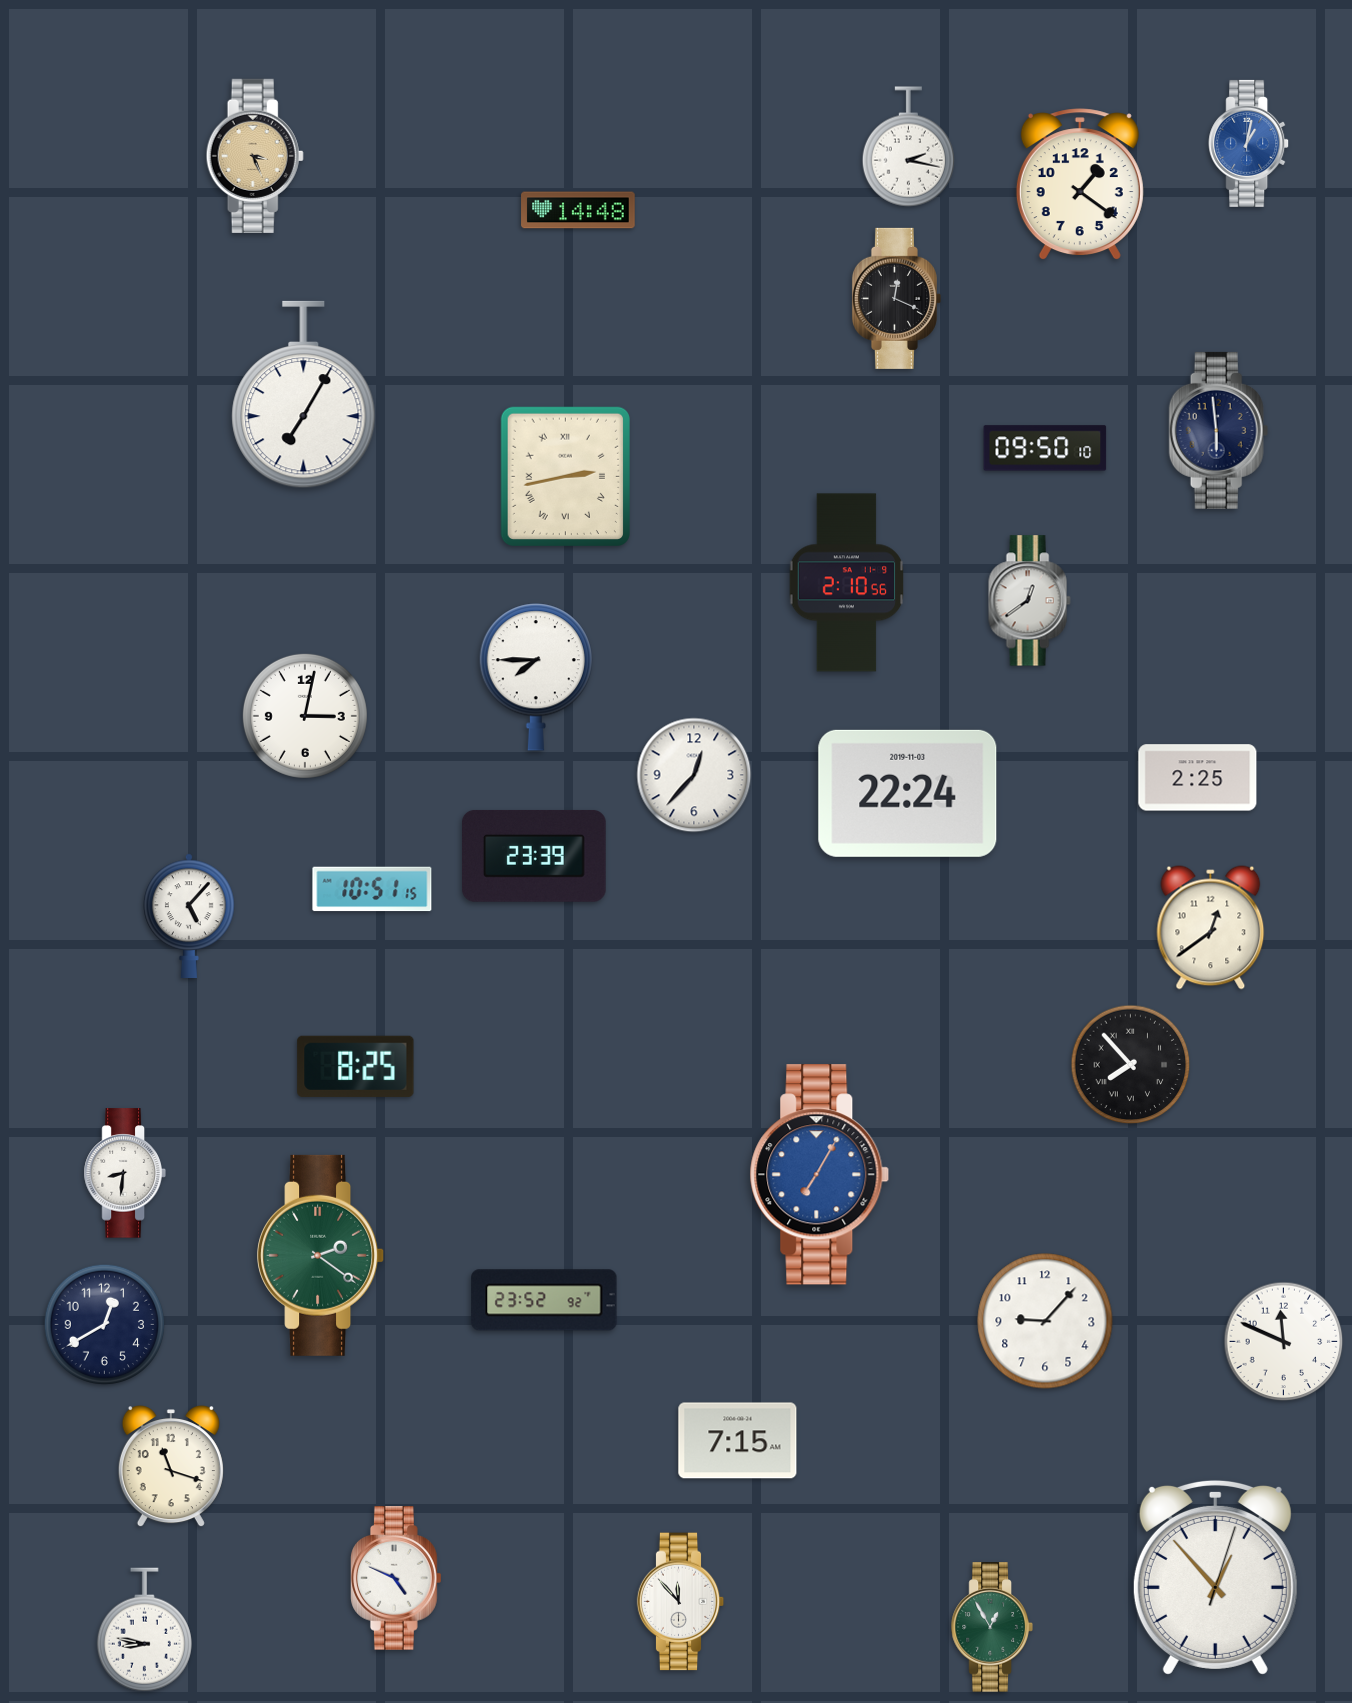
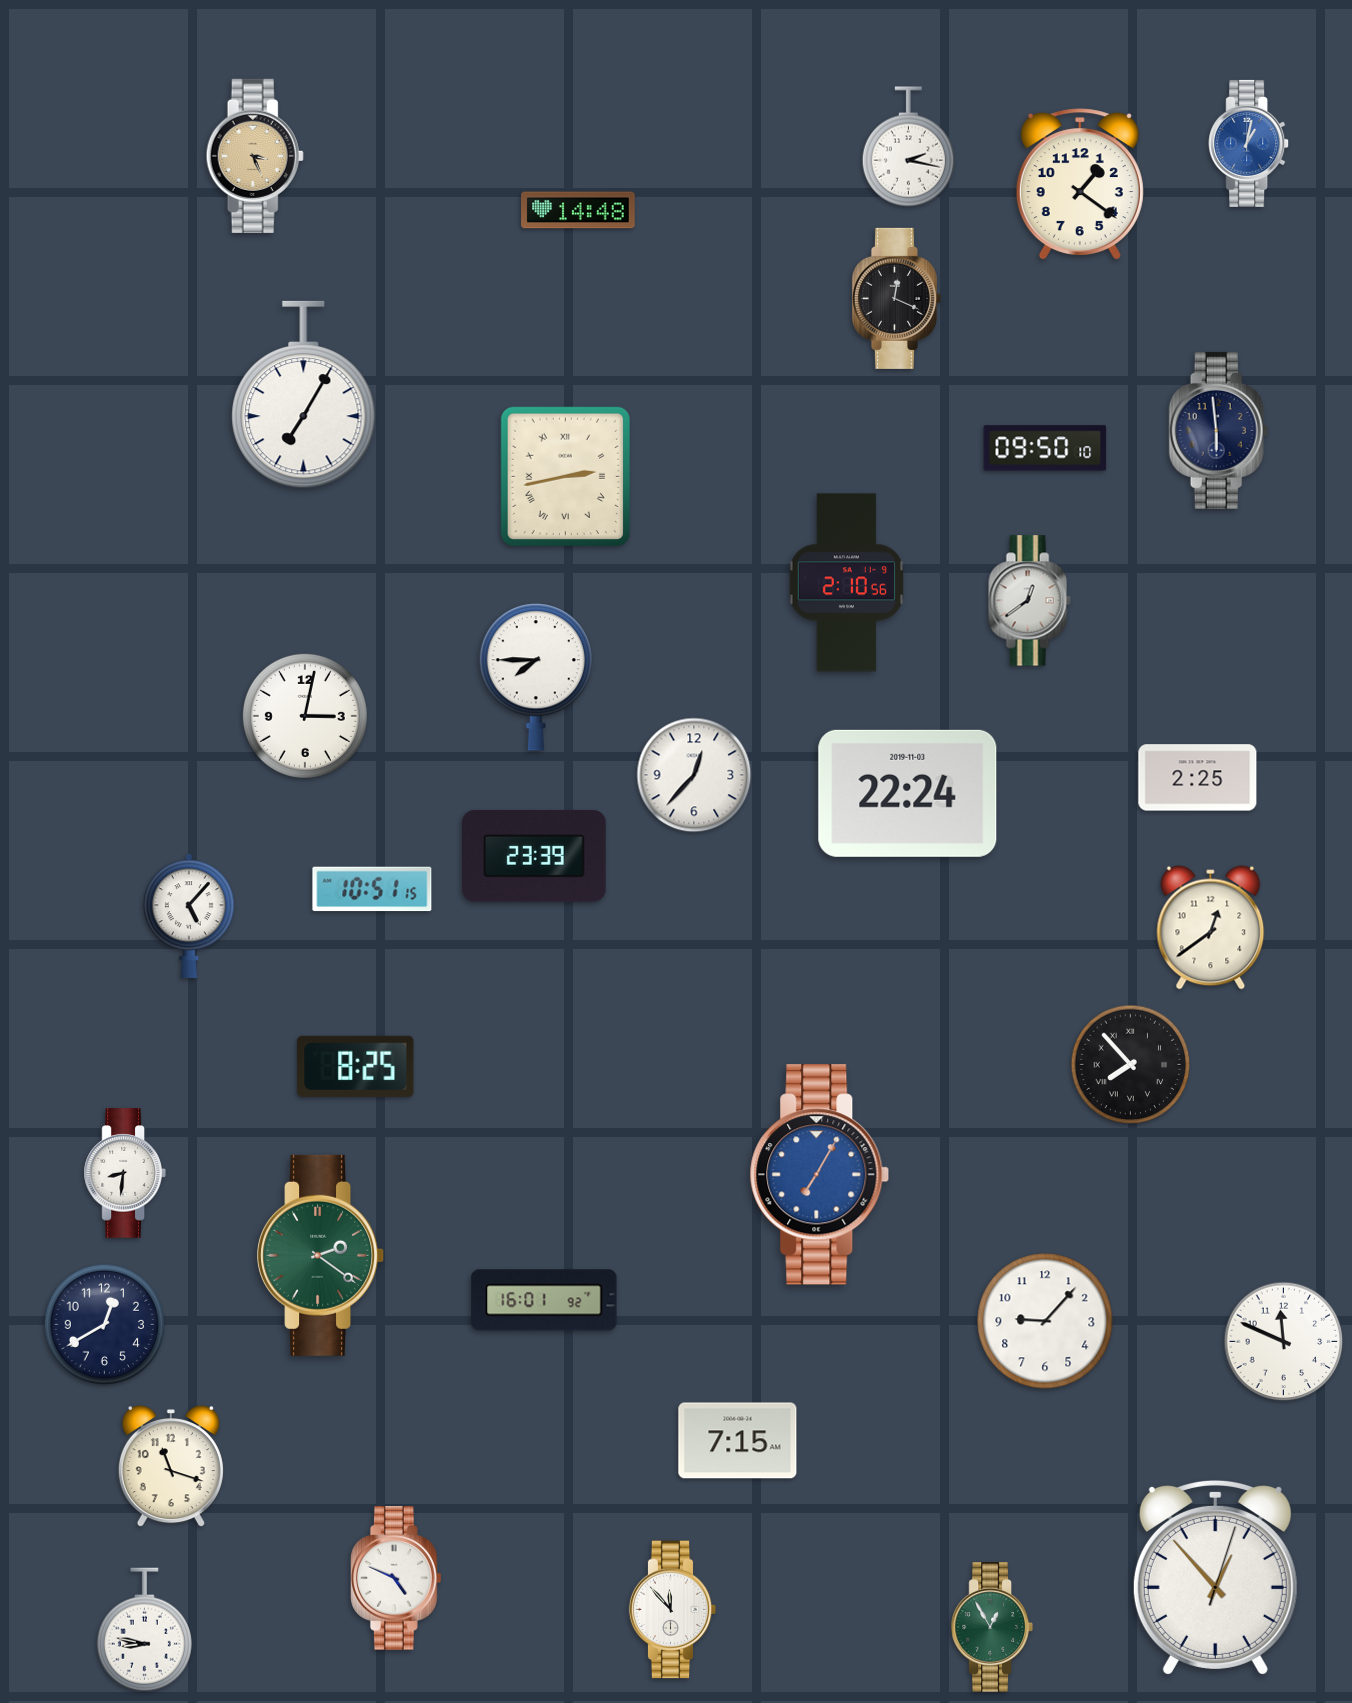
clock at (544, 1300): 23:52 -> 16:01
clock at (681, 1602) position: (681, 1602) -> (673, 1610)
